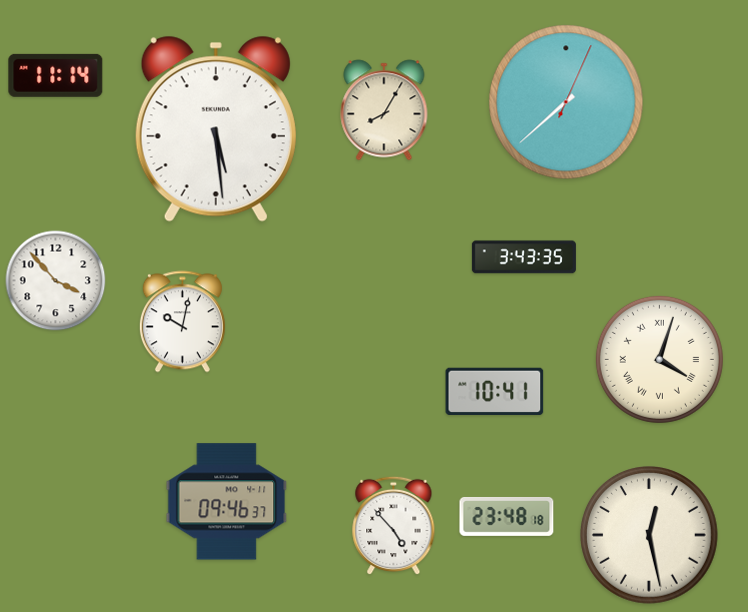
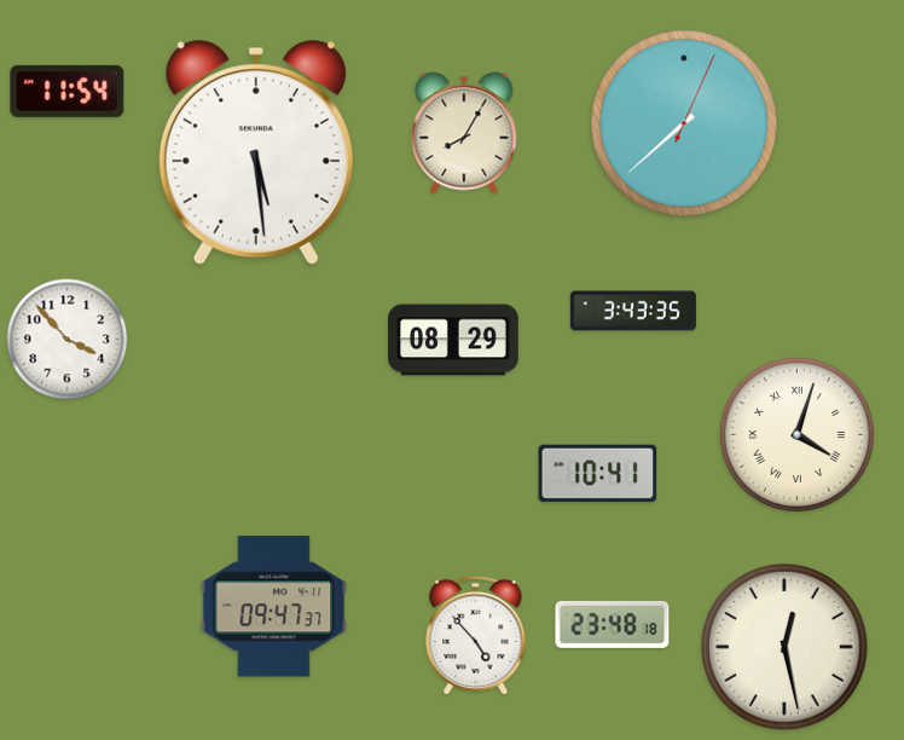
clock at (56, 75): 11:14 -> 11:54
clock at (216, 129) position: (216, 129) -> (256, 152)
clock at (453, 340): none -> 08:29
clock at (182, 322): 10:02 -> none
clock at (227, 502): 09:46 -> 09:47
